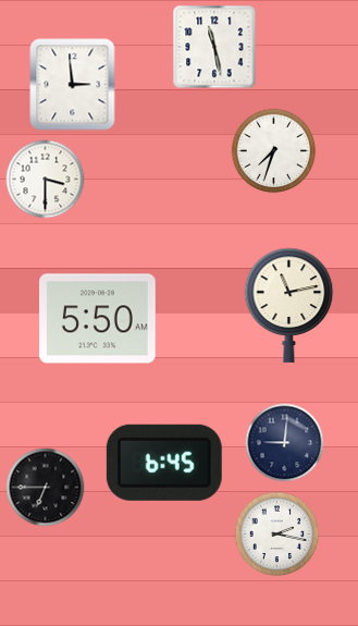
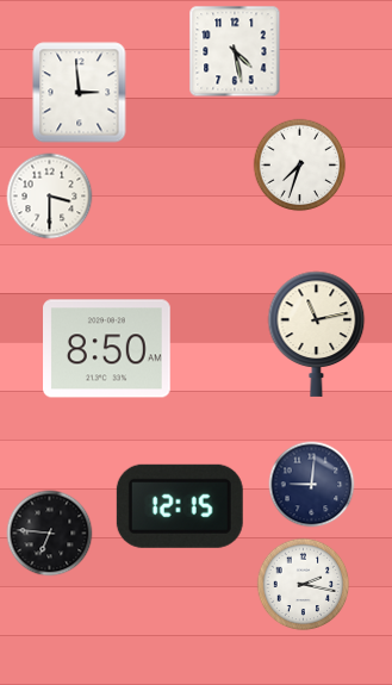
clock at (214, 47): 11:28 -> 4:28
clock at (98, 319): 5:50 -> 8:50
clock at (164, 463): 6:45 -> 12:15
clock at (46, 488): 6:45 -> 6:46
